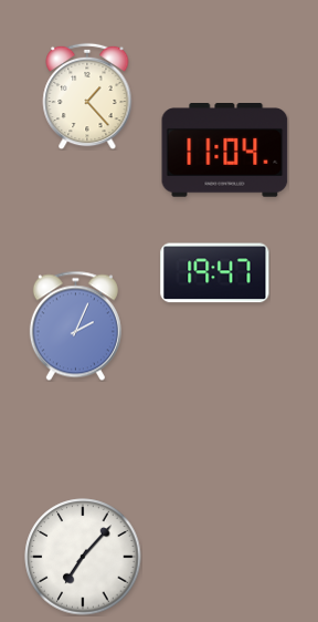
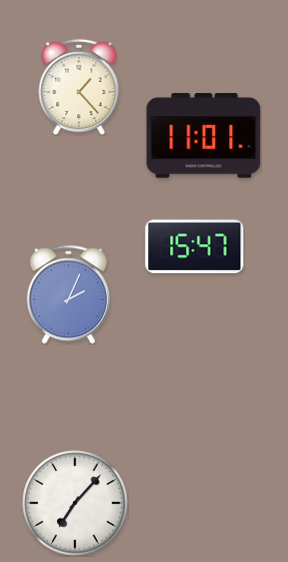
clock at (225, 151): 11:04 -> 11:01
clock at (215, 273): 19:47 -> 15:47
